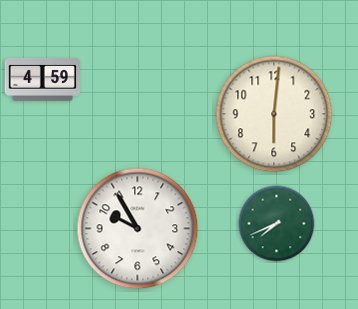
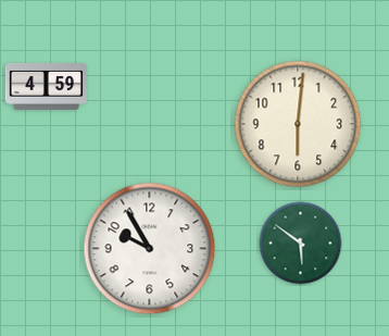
clock at (277, 224): 7:41 -> 5:51
